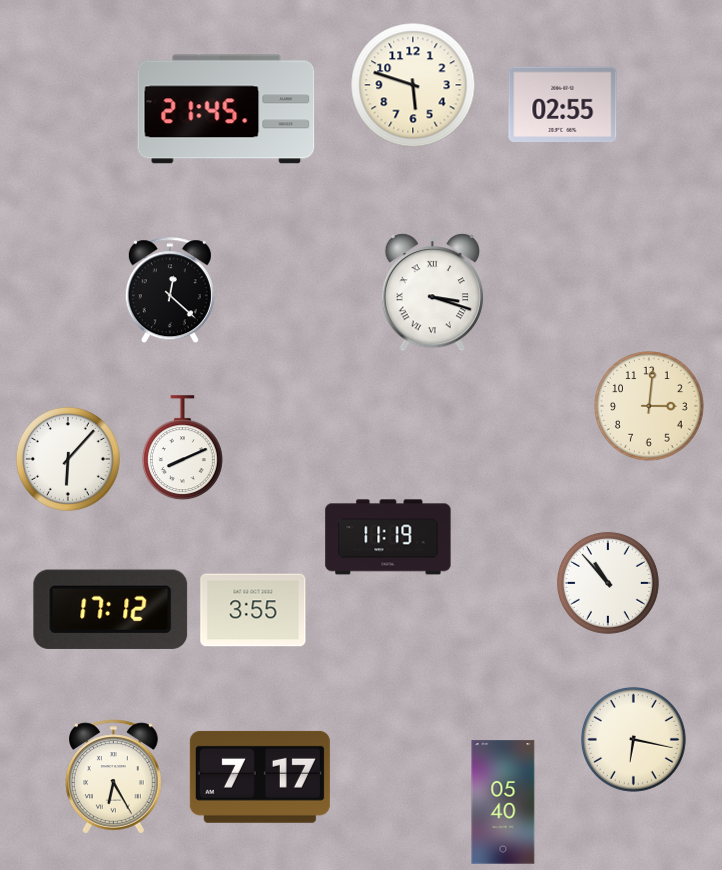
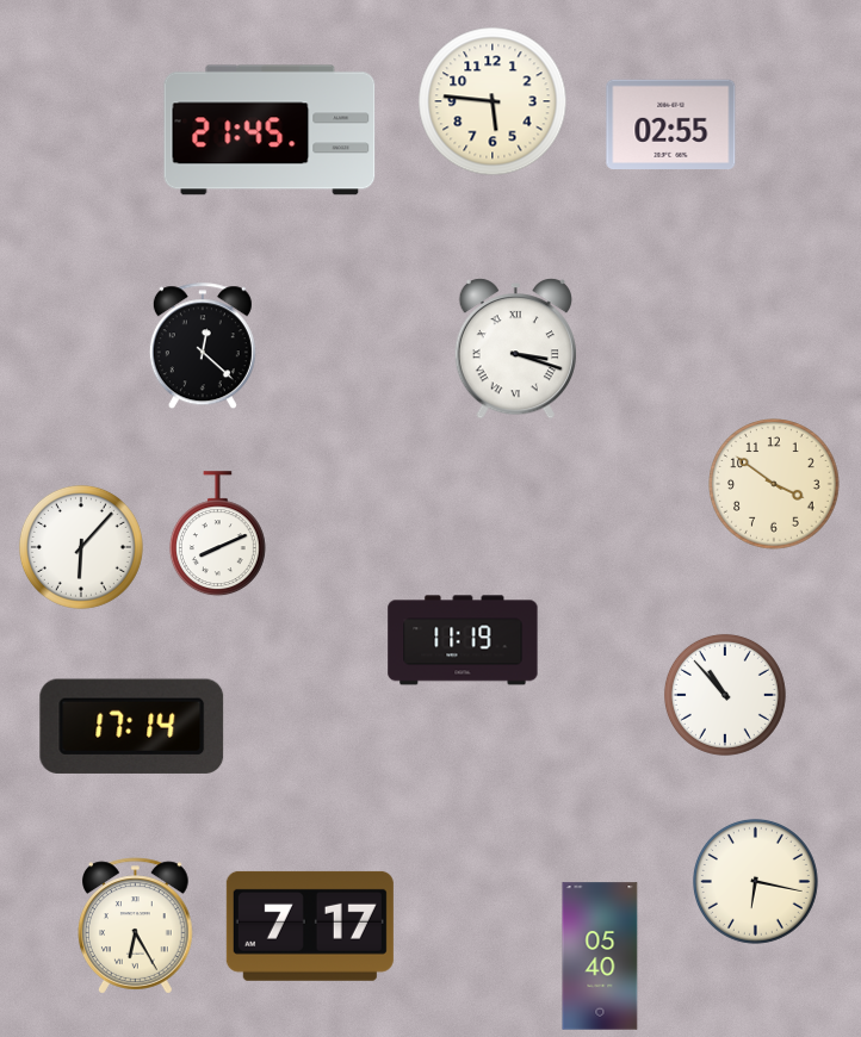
clock at (413, 85): 5:48 -> 5:46
clock at (649, 406): 3:01 -> 3:51
clock at (111, 609): 17:12 -> 17:14
clock at (253, 610): 3:55 -> none
